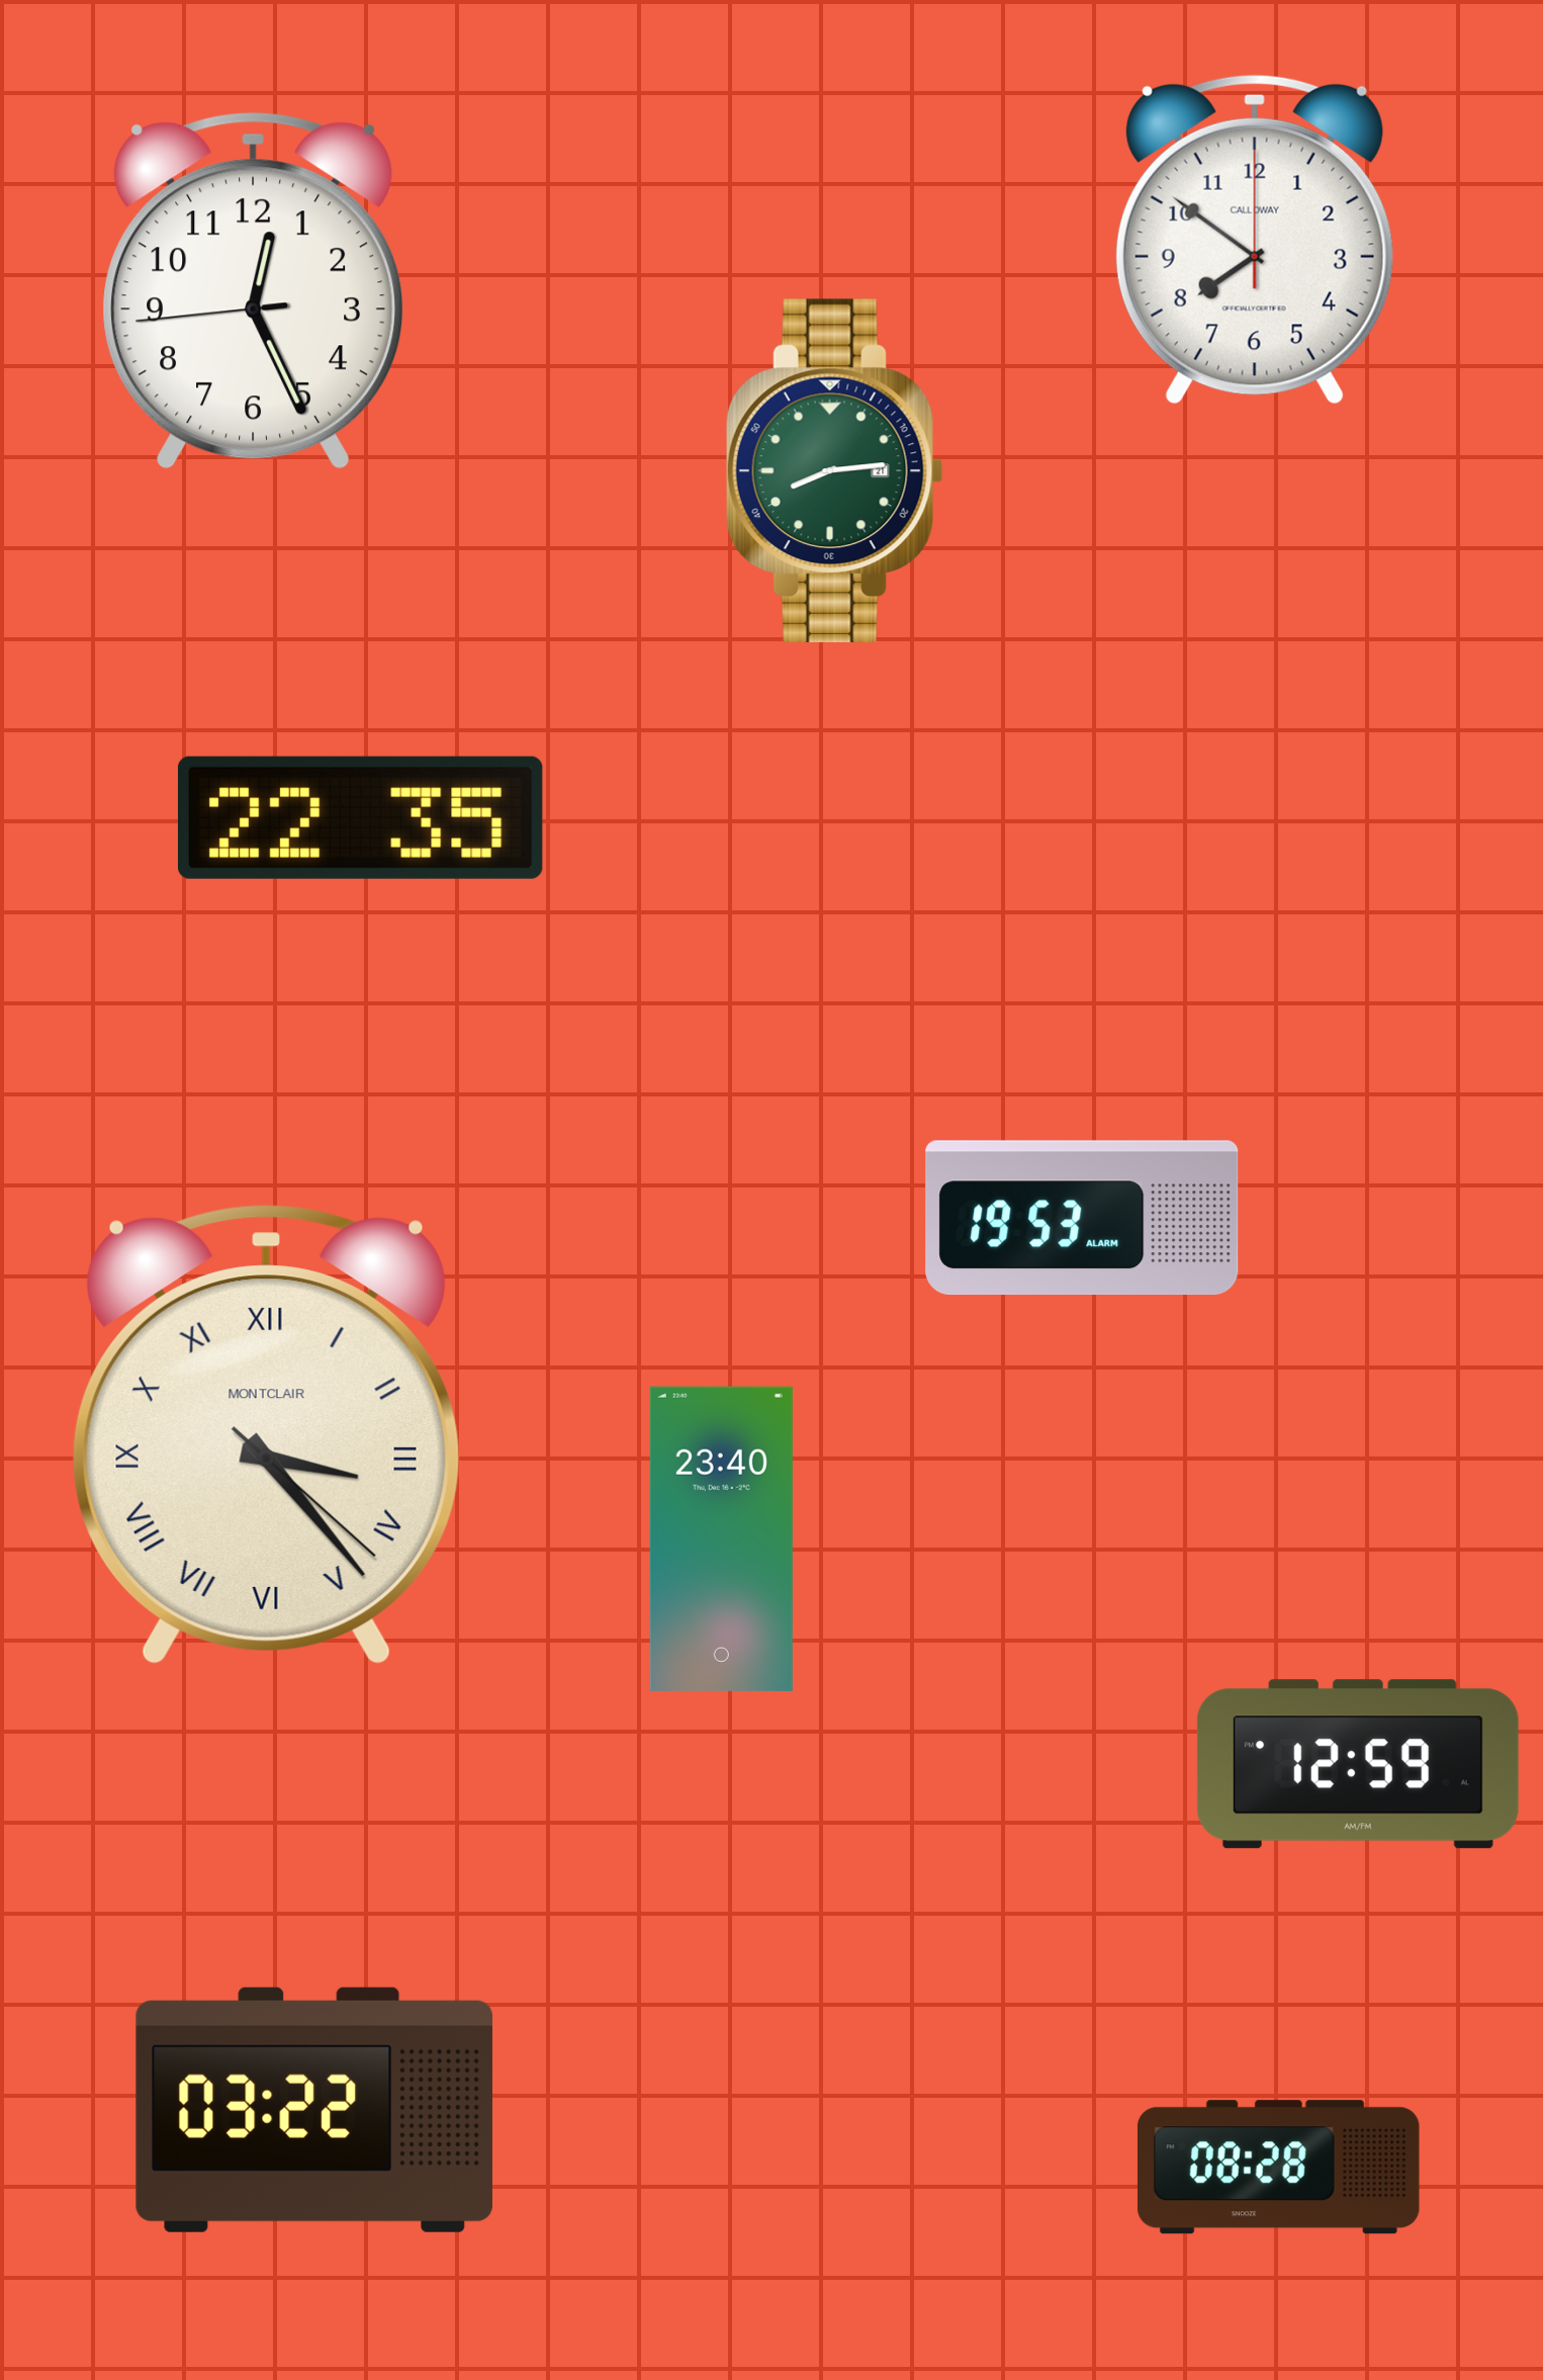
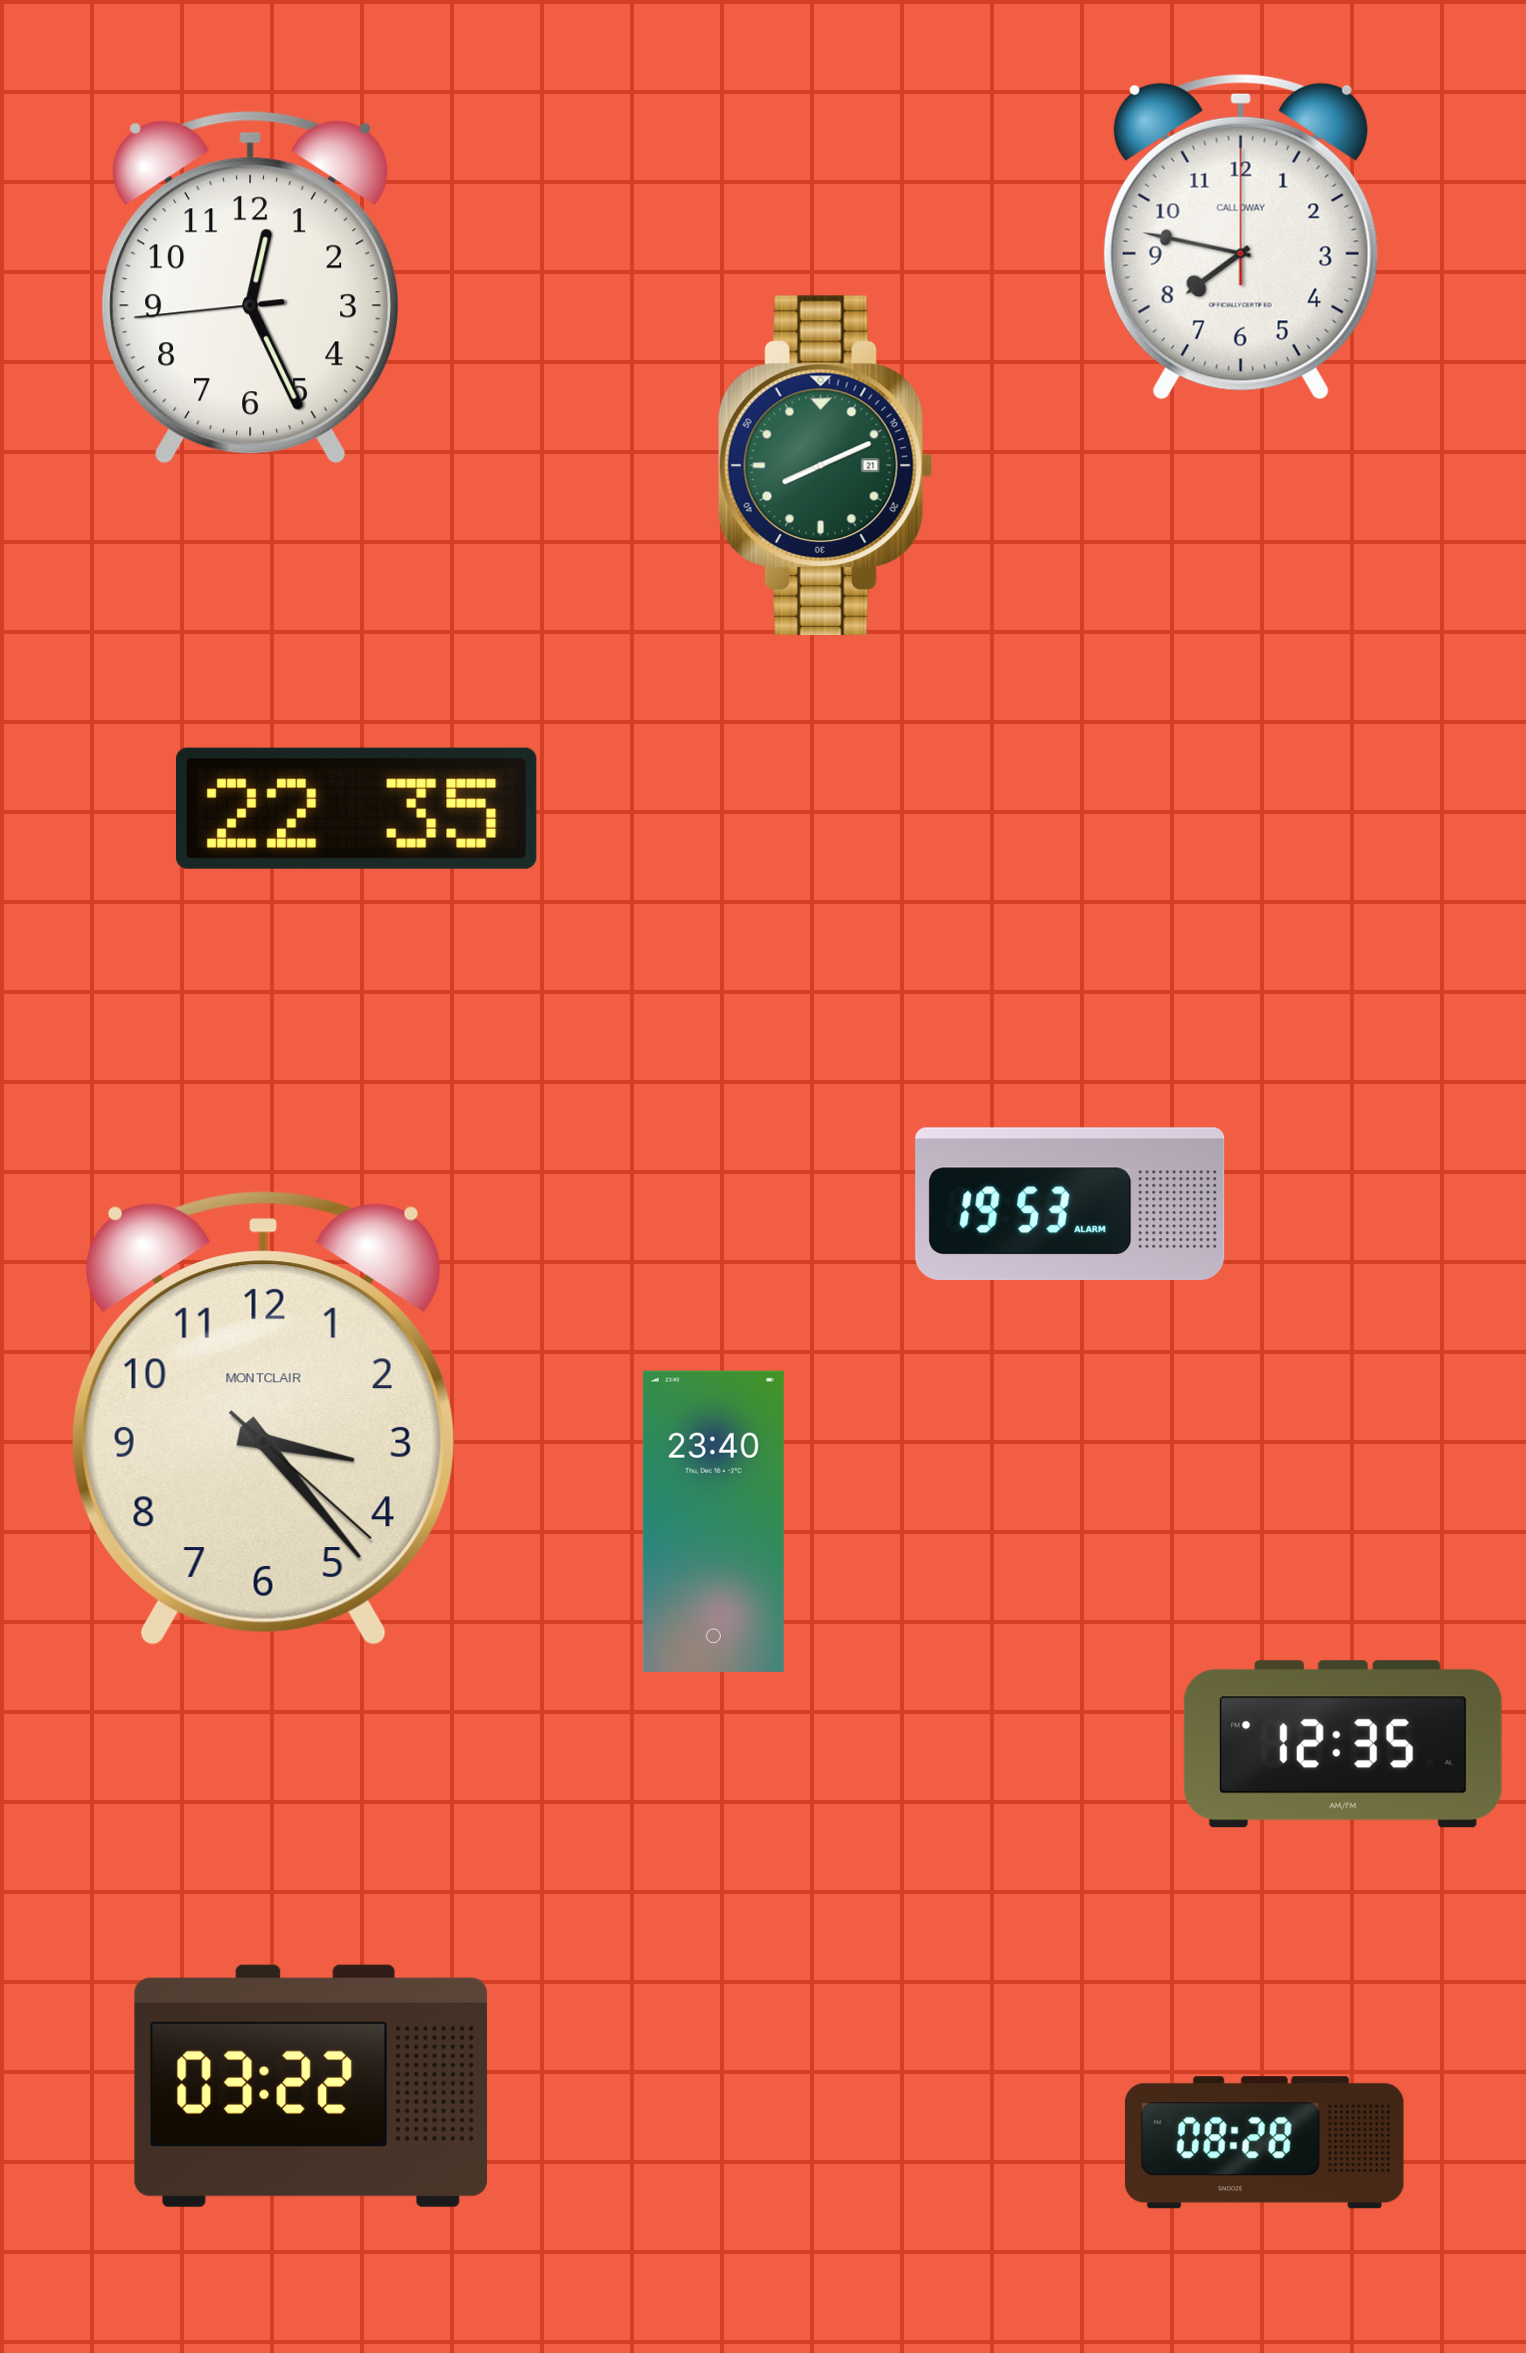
clock at (1255, 240): 7:51 -> 7:47
clock at (834, 470): 8:14 -> 8:11
clock at (266, 1434) numerals: Roman -> Arabic
clock at (1358, 1764): 12:59 -> 12:35
